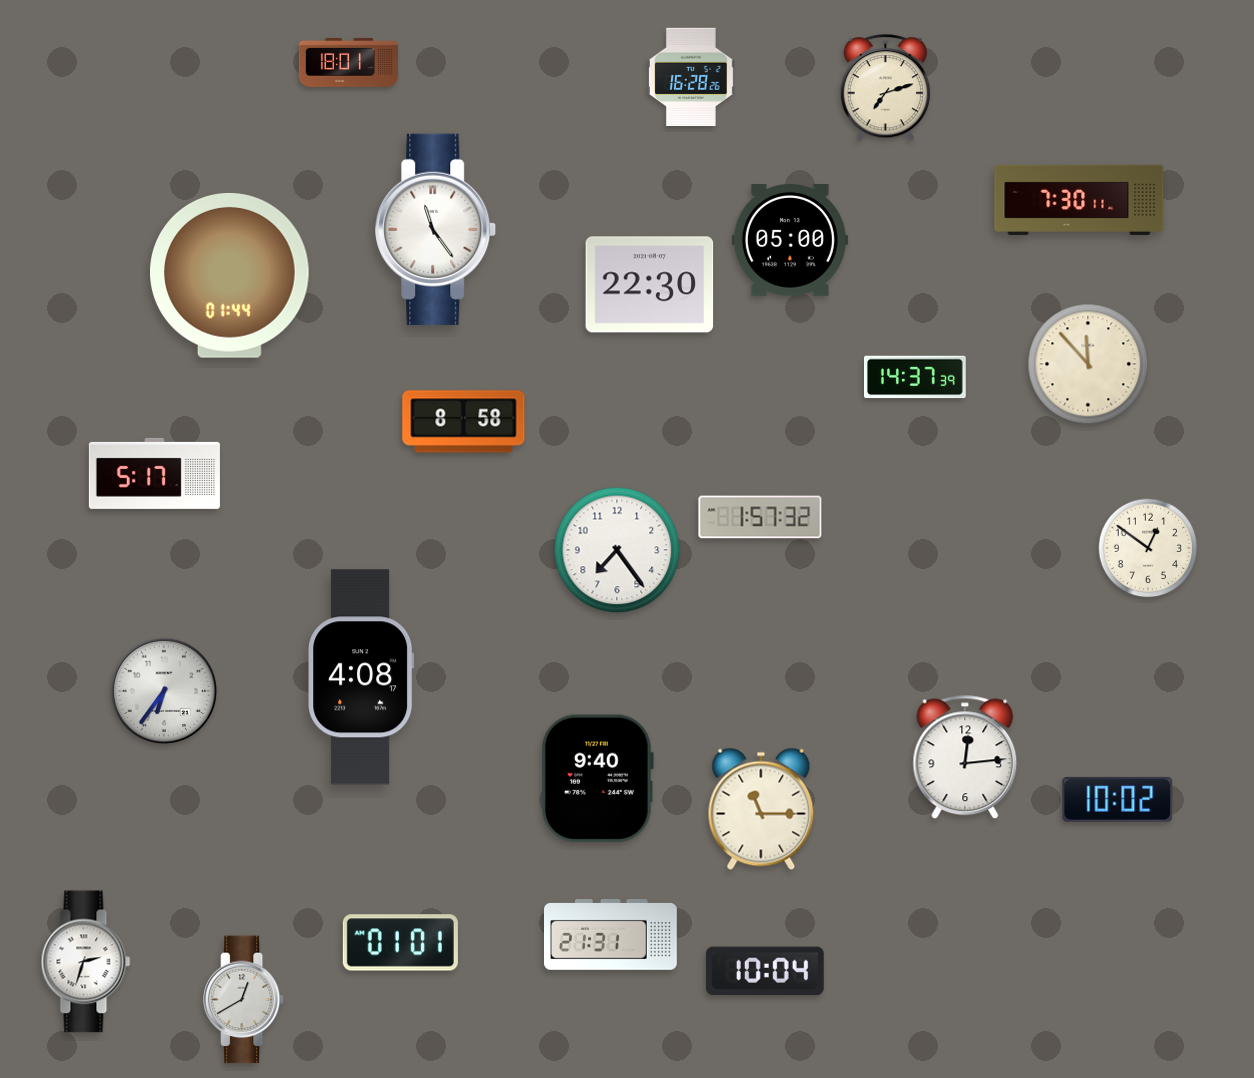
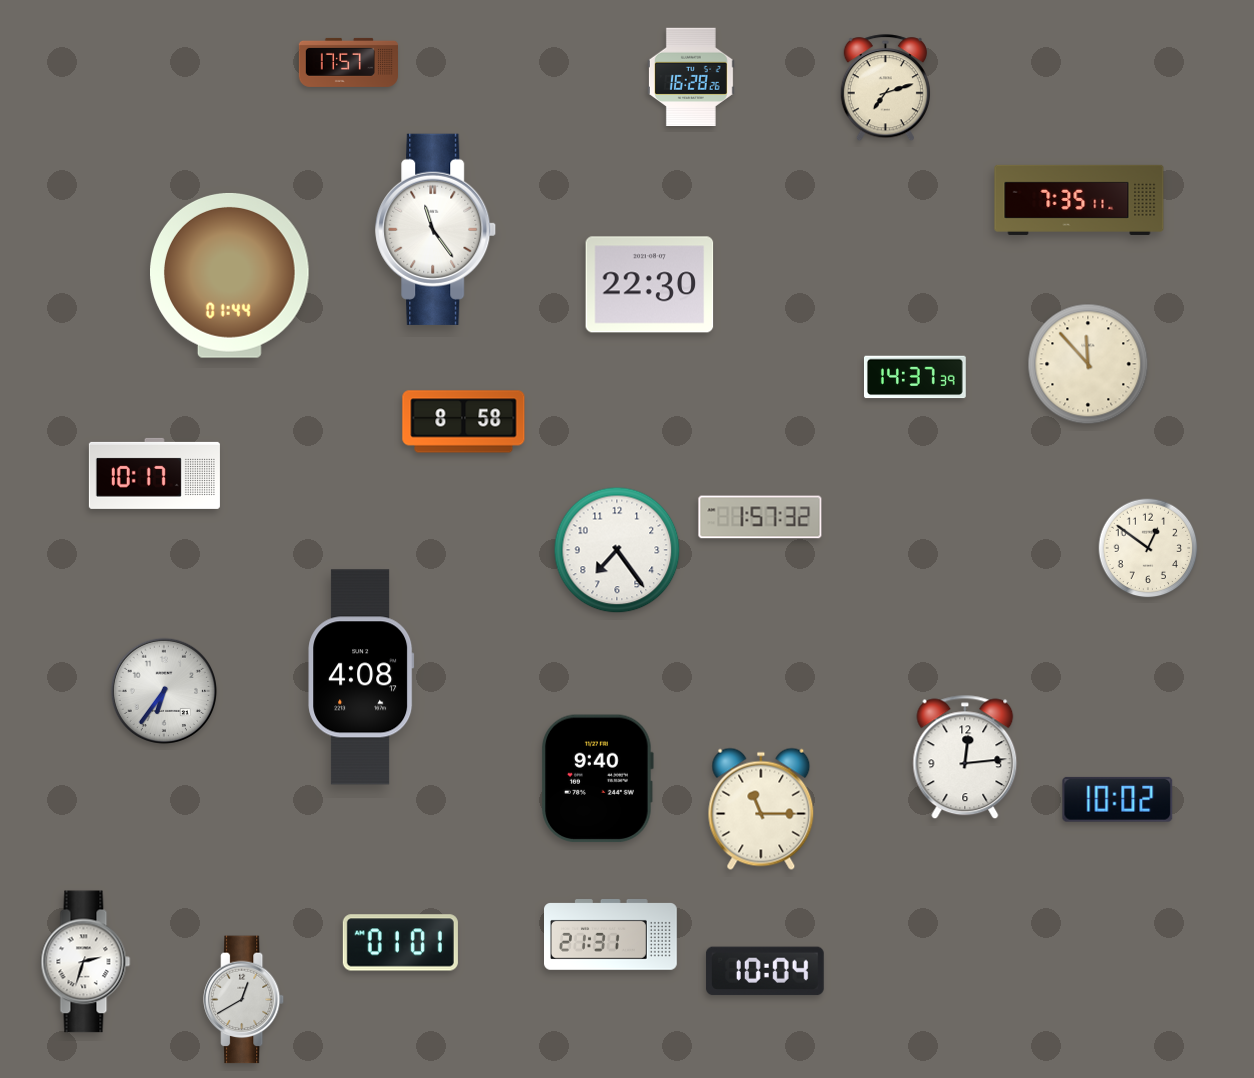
clock at (348, 62): 18:01 -> 17:57
clock at (1079, 200): 7:30 -> 7:35
clock at (790, 241): 05:00 -> none
clock at (154, 473): 5:17 -> 10:17
